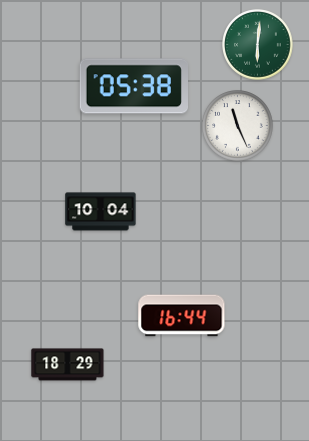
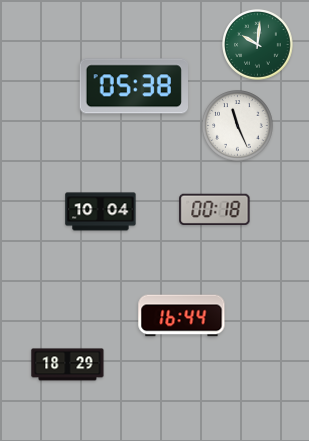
clock at (258, 45): 6:01 -> 10:01
clock at (215, 209): none -> 00:18
